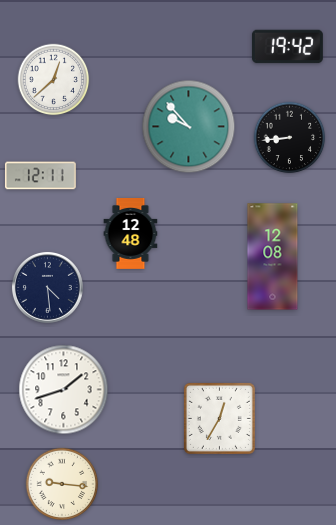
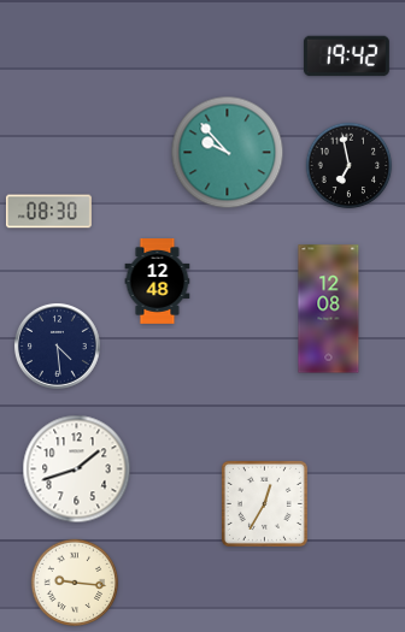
clock at (54, 80): 12:38 -> none
clock at (290, 138): 8:44 -> 6:58
clock at (40, 176): 12:11 -> 08:30
